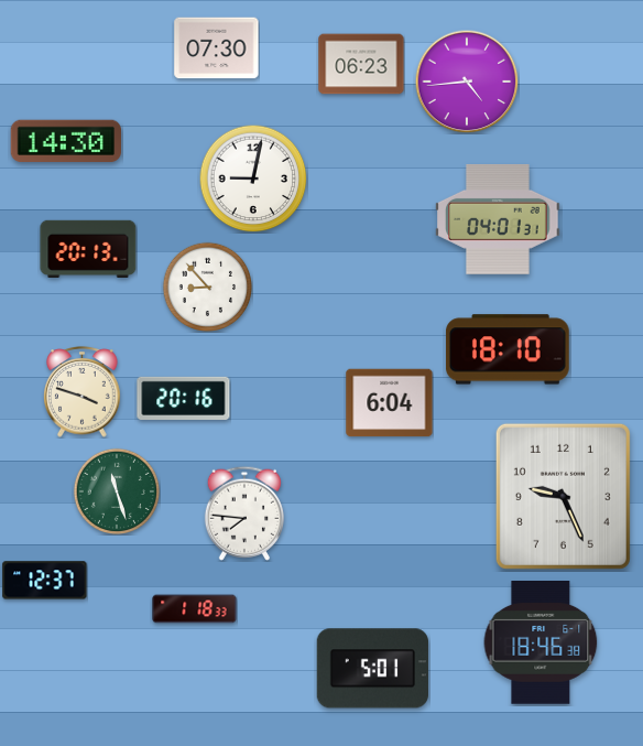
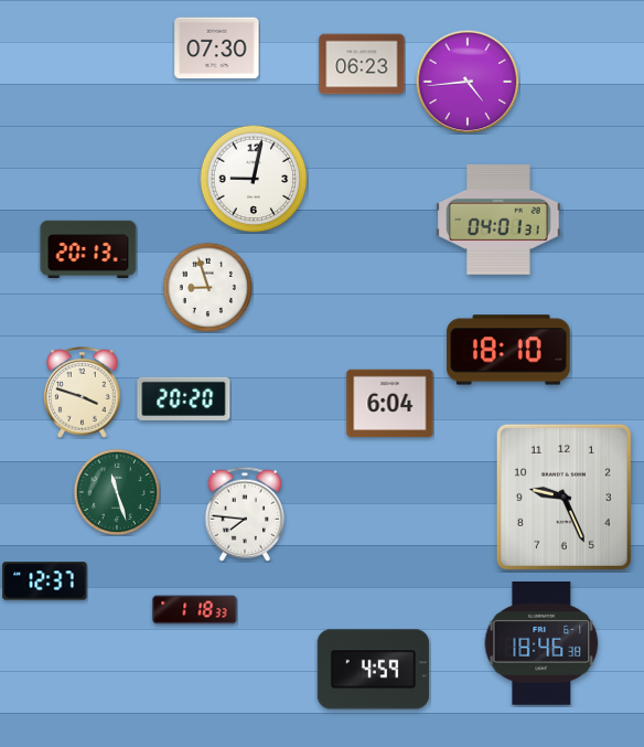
clock at (65, 141): 14:30 -> none
clock at (207, 286): 8:53 -> 8:57
clock at (184, 398): 20:16 -> 20:20
clock at (372, 669): 5:01 -> 4:59
